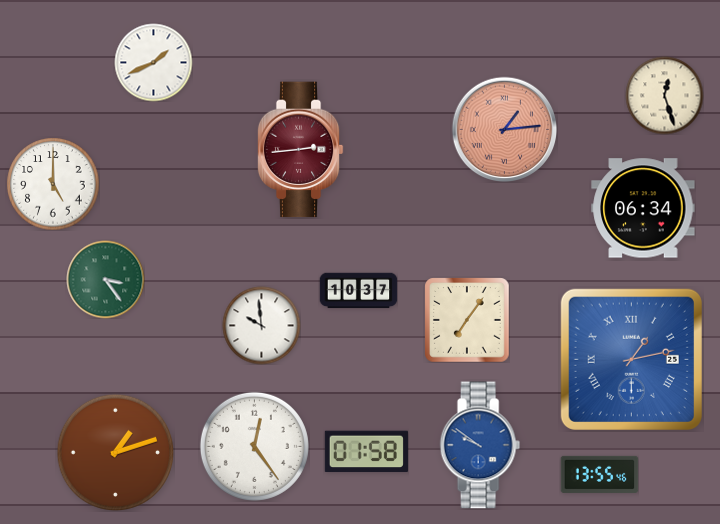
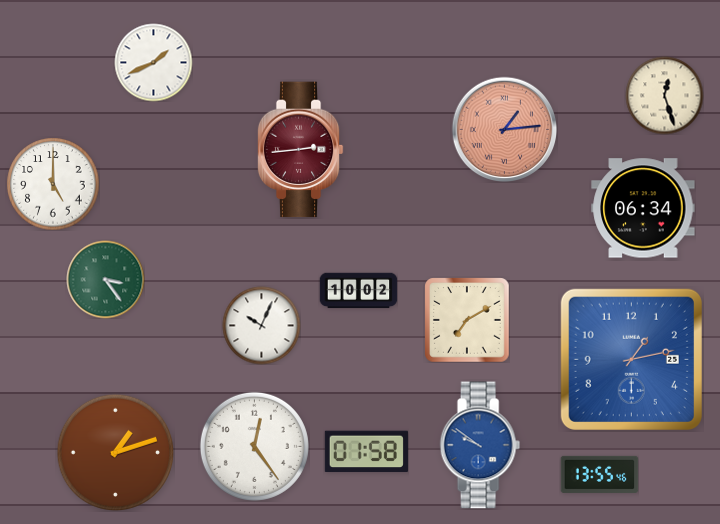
clock at (358, 291): 10:37 -> 10:02
clock at (467, 320): 7:06 -> 7:10
clock at (261, 325): 9:59 -> 10:04
clock at (631, 359) numerals: Roman -> Arabic
